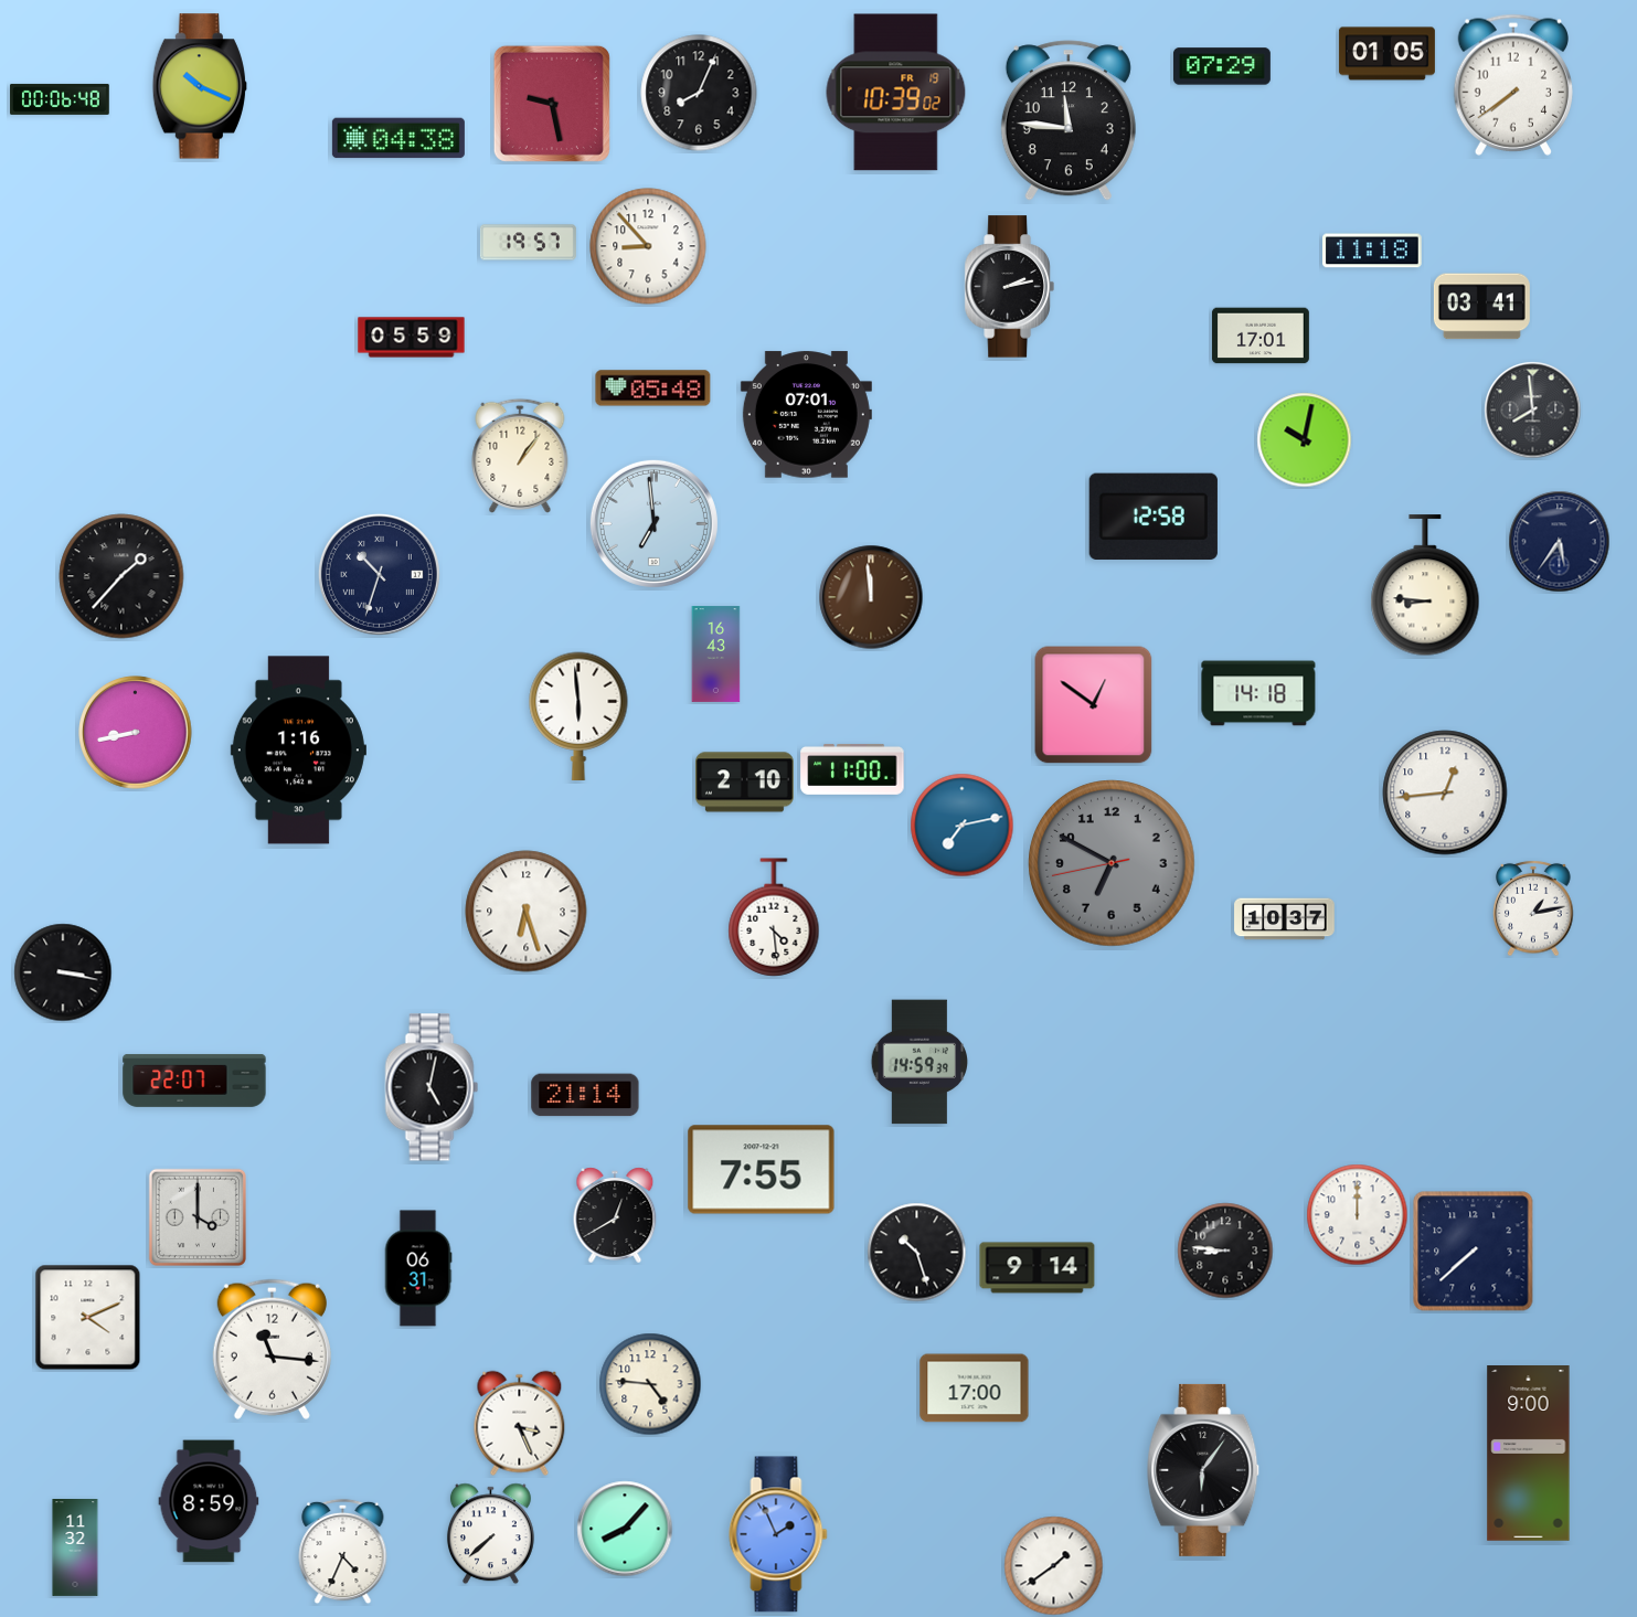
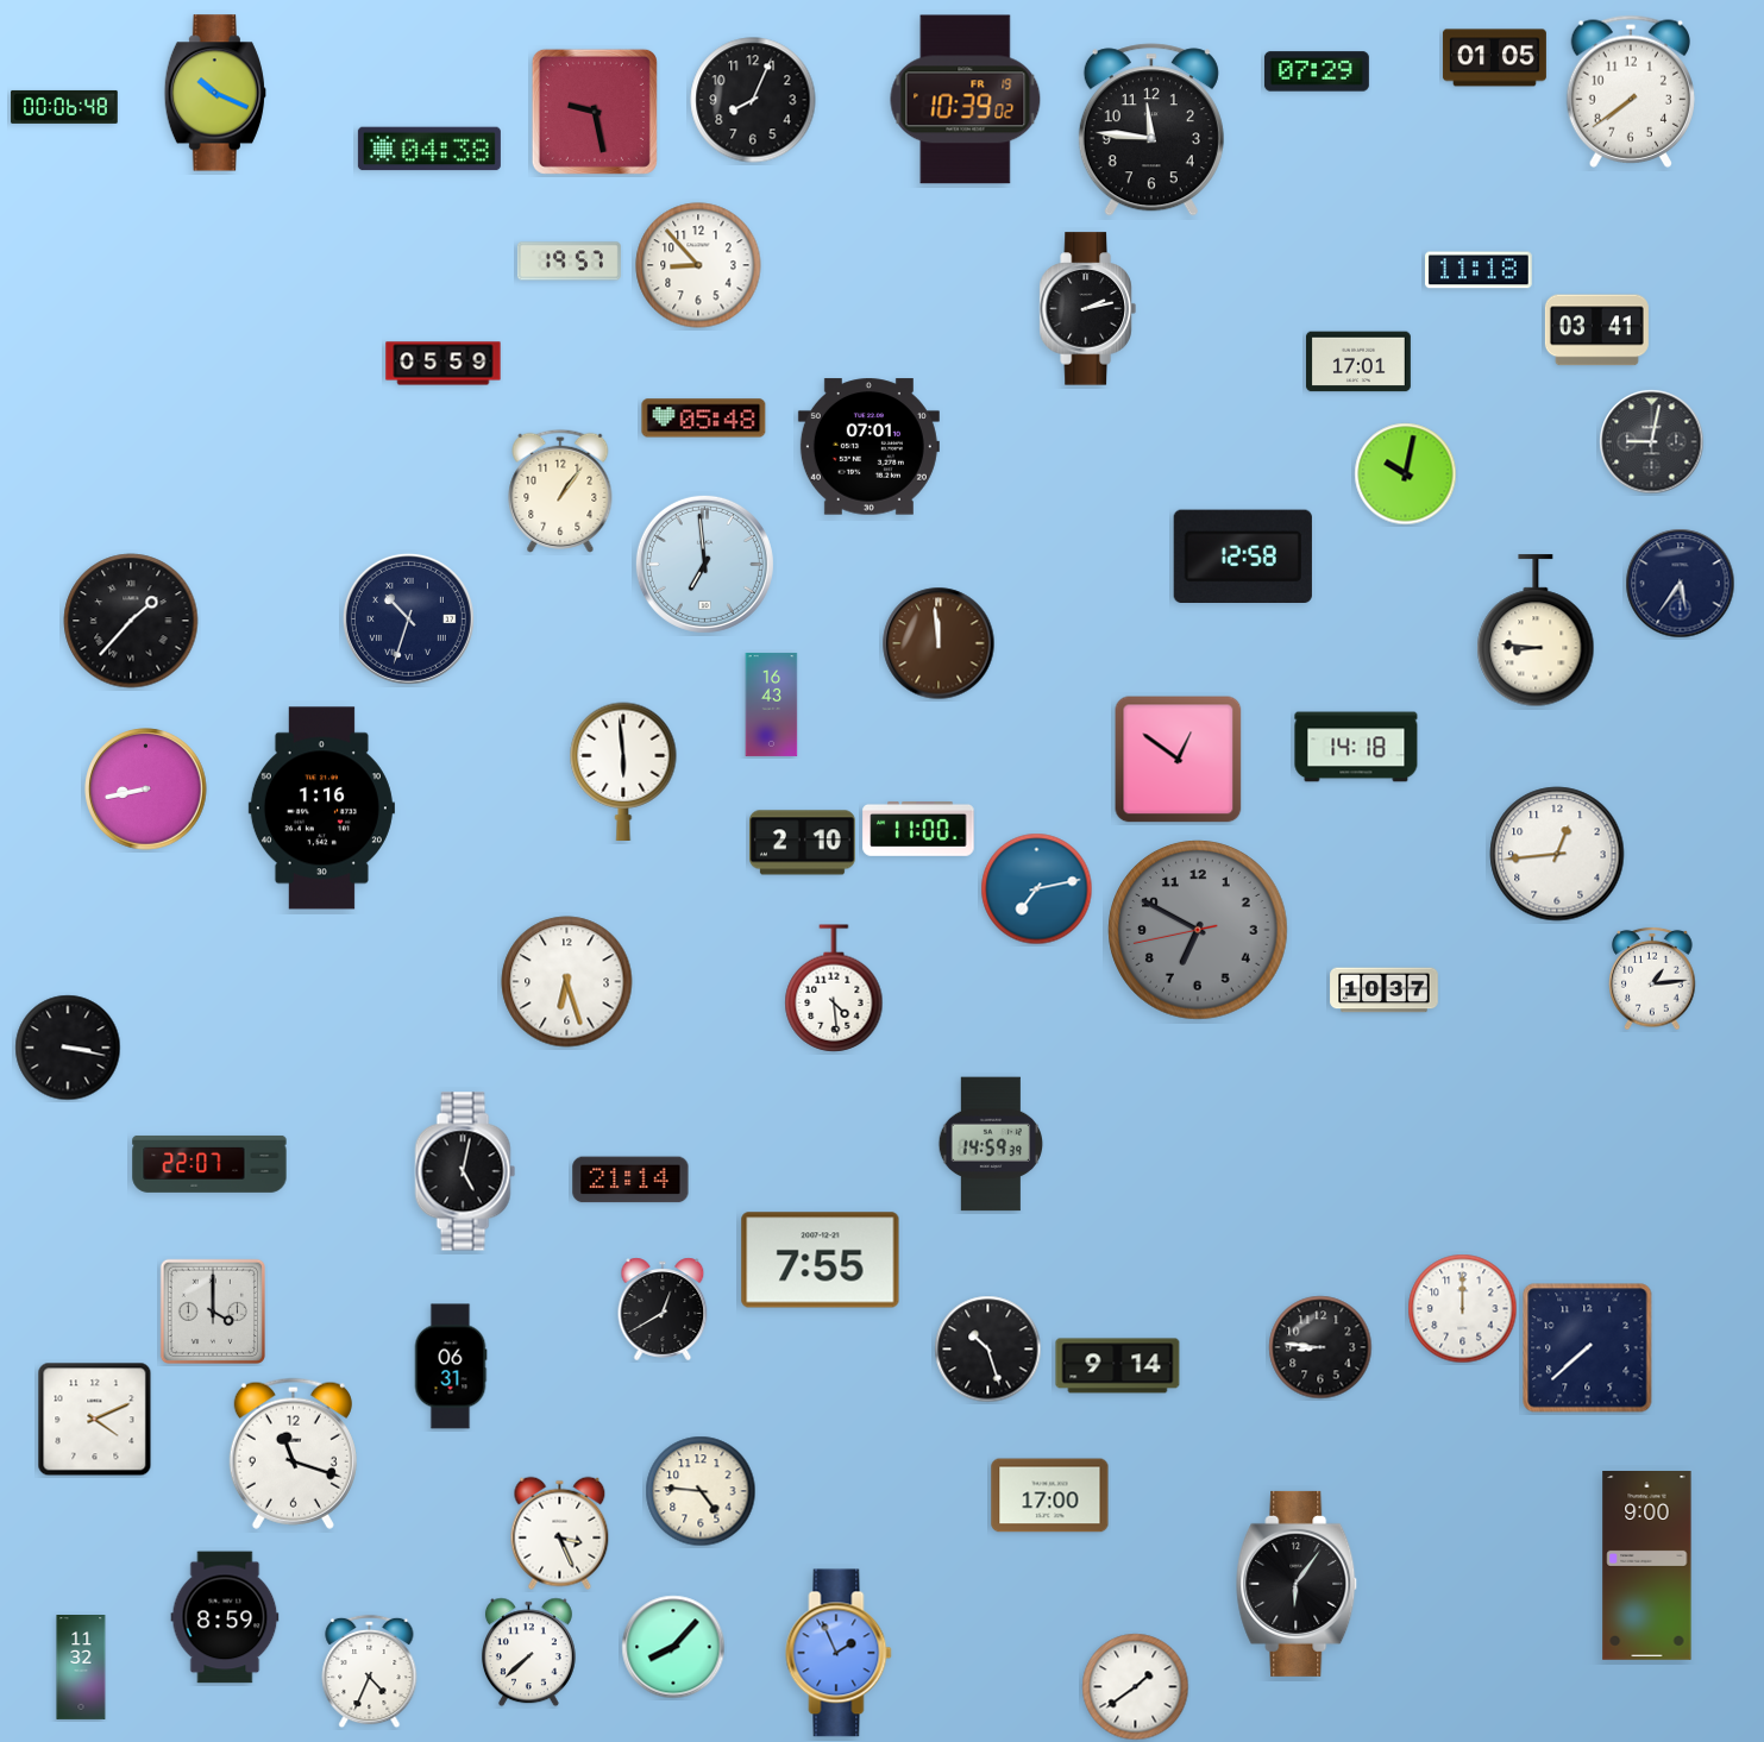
clock at (1533, 411): 7:59 -> 9:02
clock at (1533, 908): 1:13 -> 1:14
clock at (272, 1349): 11:16 -> 11:18
